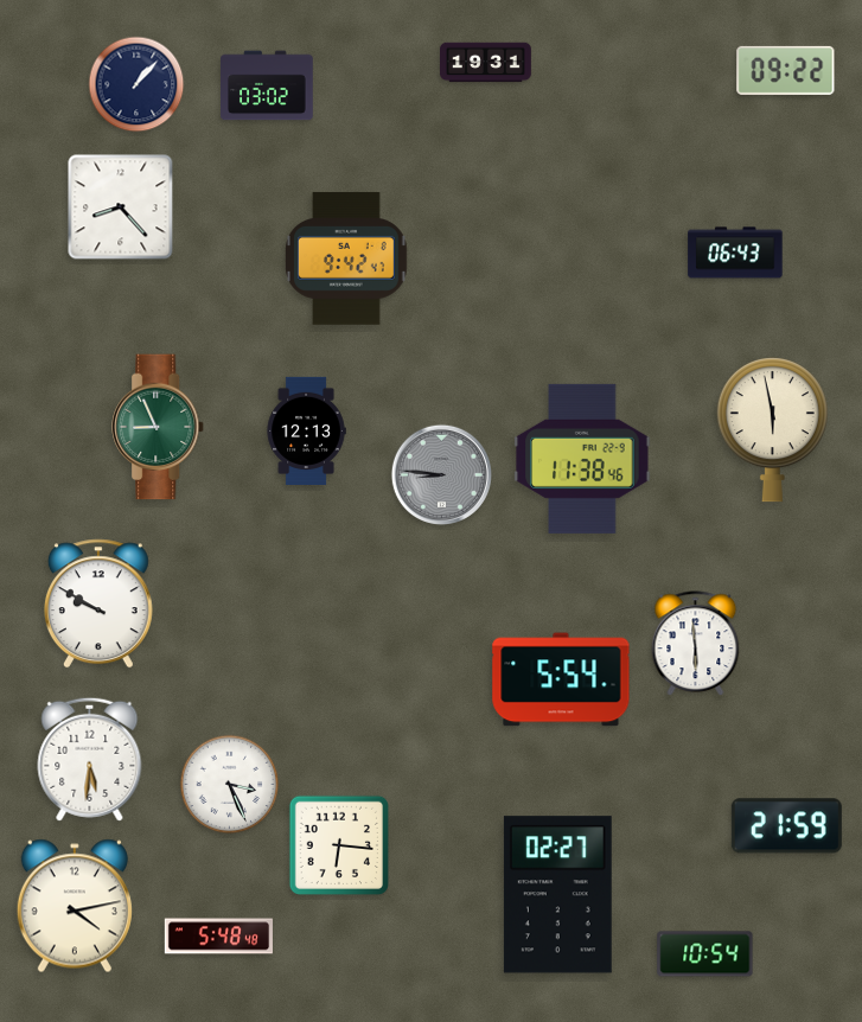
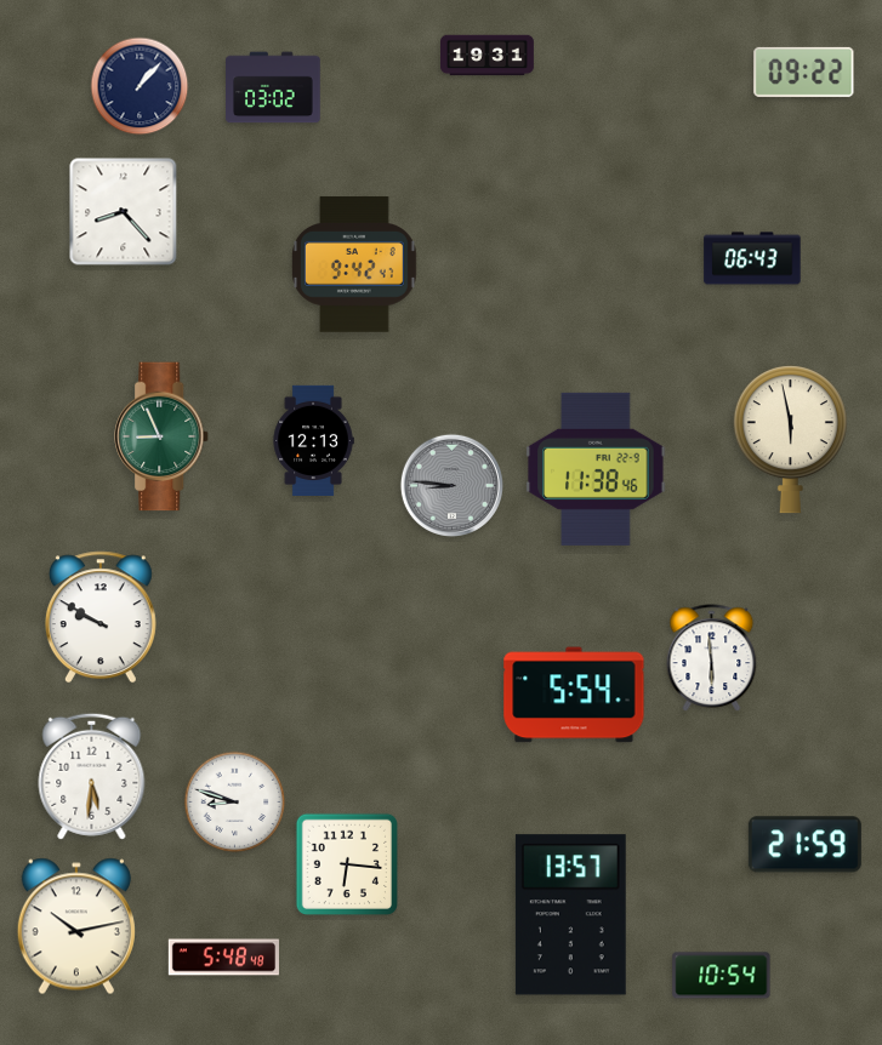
clock at (486, 63) position: (486, 63) -> (488, 56)
clock at (230, 785): 3:26 -> 8:48
clock at (557, 895): 02:27 -> 13:57
clock at (75, 906): 4:13 -> 10:13
